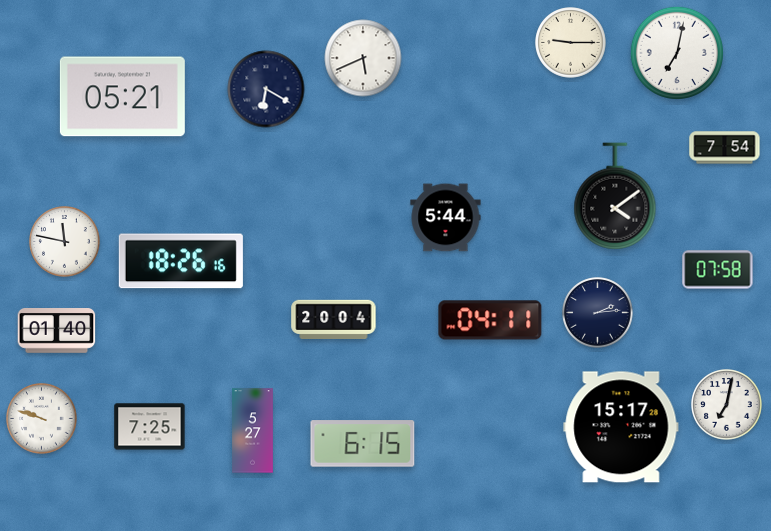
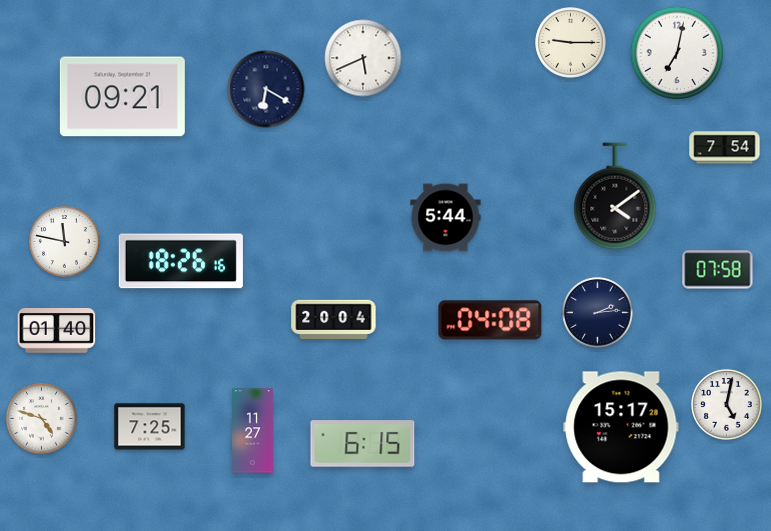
clock at (122, 97): 05:21 -> 09:21
clock at (490, 320): 04:11 -> 04:08
clock at (727, 405): 7:02 -> 5:02
clock at (42, 419): 9:48 -> 4:48
clock at (253, 431): 5:27 -> 11:27
